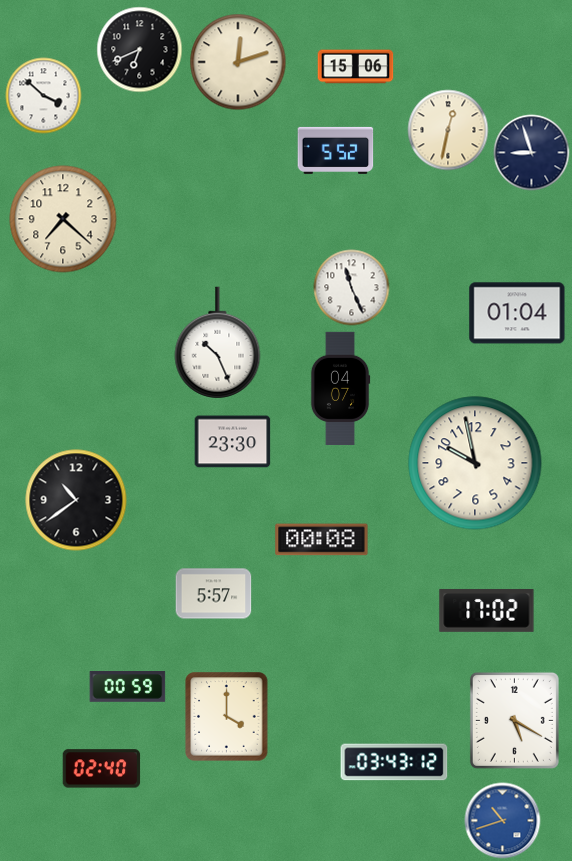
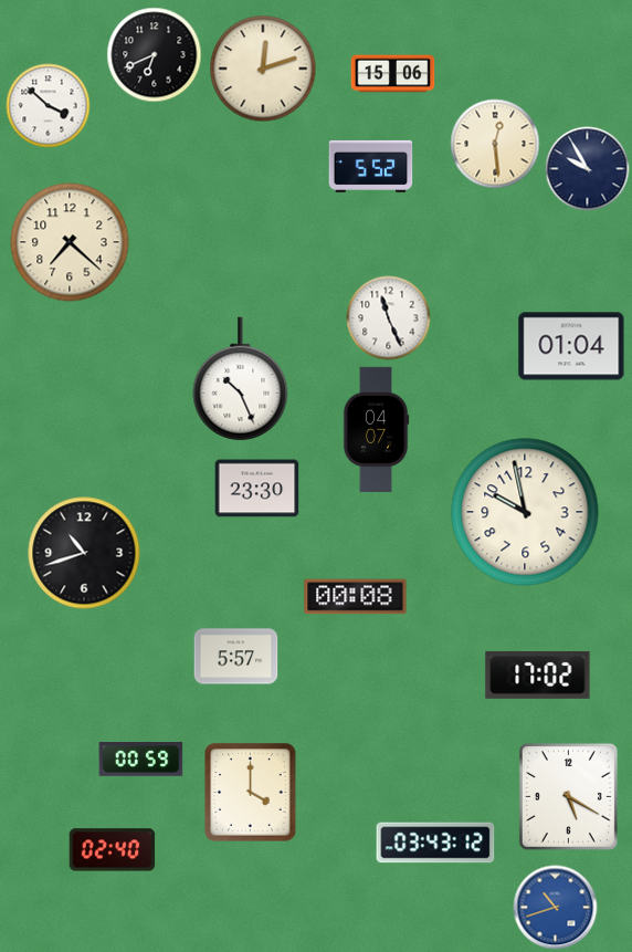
clock at (448, 130): 12:32 -> 12:29
clock at (532, 153): 8:57 -> 9:55
clock at (76, 500): 10:39 -> 10:42
